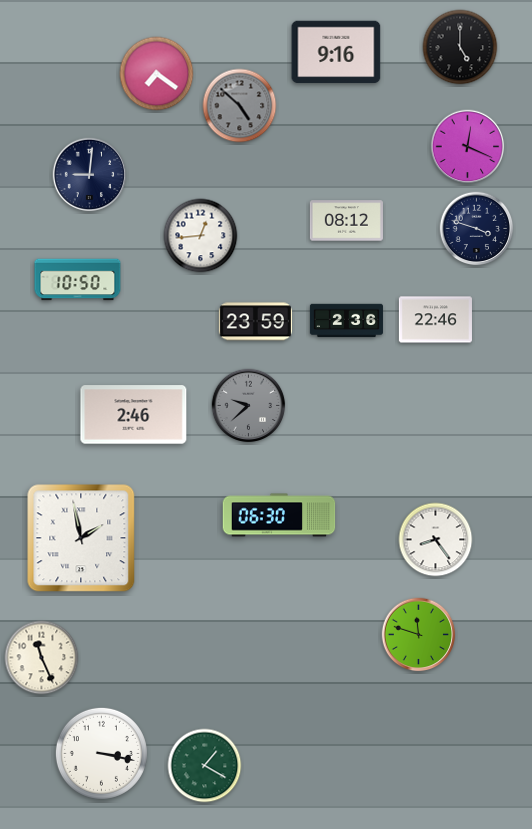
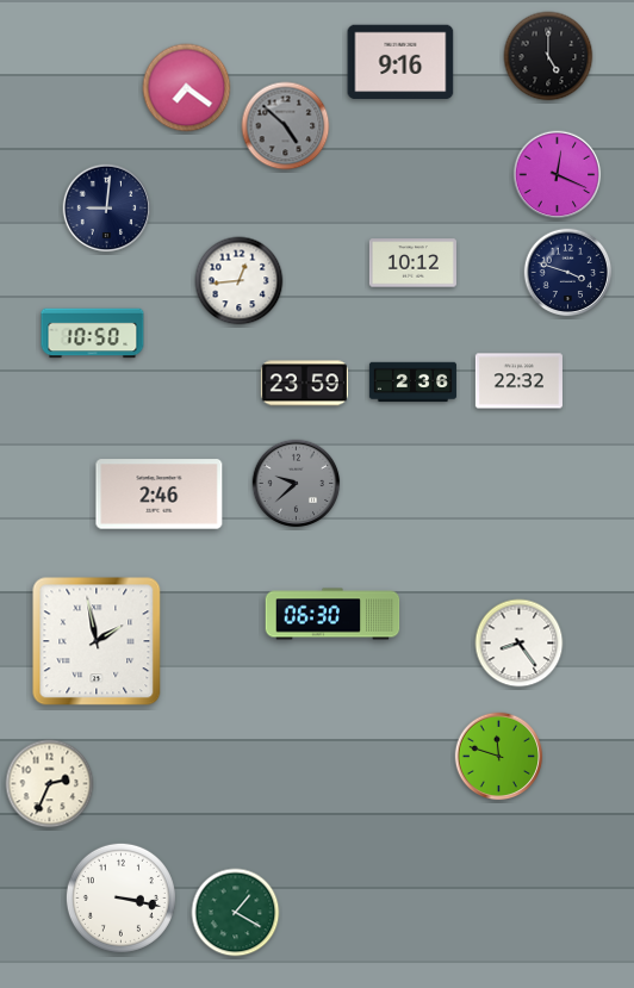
clock at (346, 221): 08:12 -> 10:12
clock at (435, 320): 22:46 -> 22:32
clock at (42, 658): 11:26 -> 2:34
clock at (205, 766) position: (205, 766) -> (236, 913)
